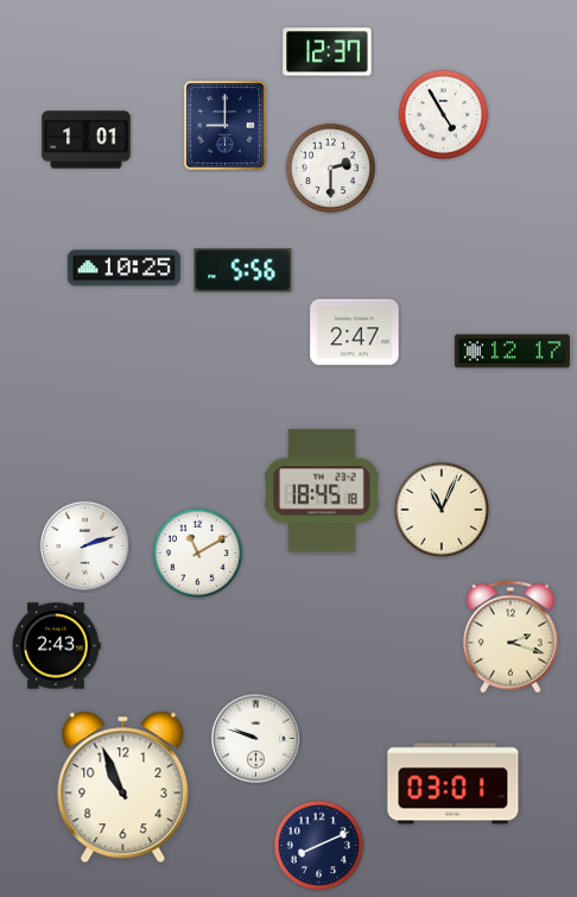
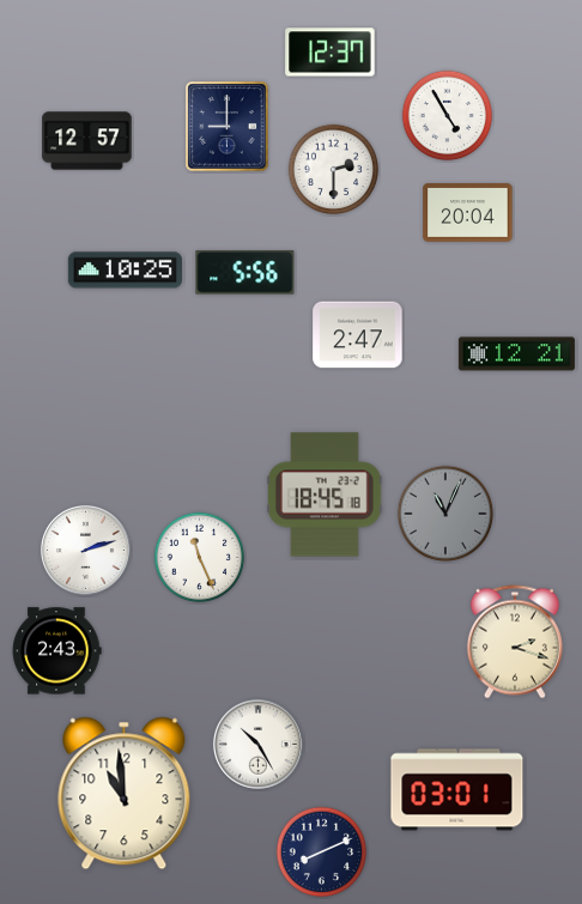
clock at (87, 140): 1:01 -> 12:57
clock at (468, 213): none -> 20:04
clock at (512, 352): 12:17 -> 12:21
clock at (440, 508) dial: cream -> grey
clock at (198, 554): 11:10 -> 11:26
clock at (255, 738): 9:48 -> 10:25
clock at (123, 788): 10:56 -> 10:59
